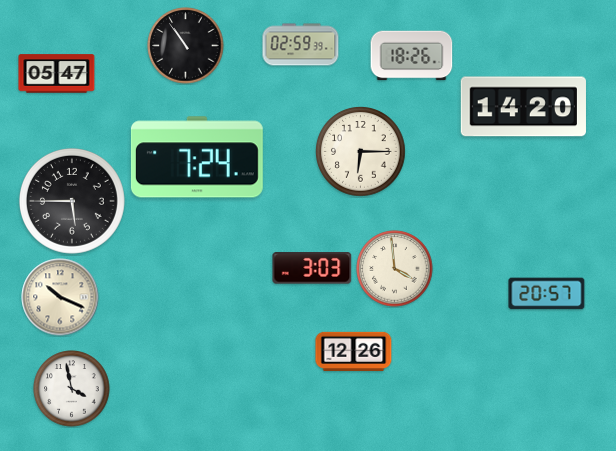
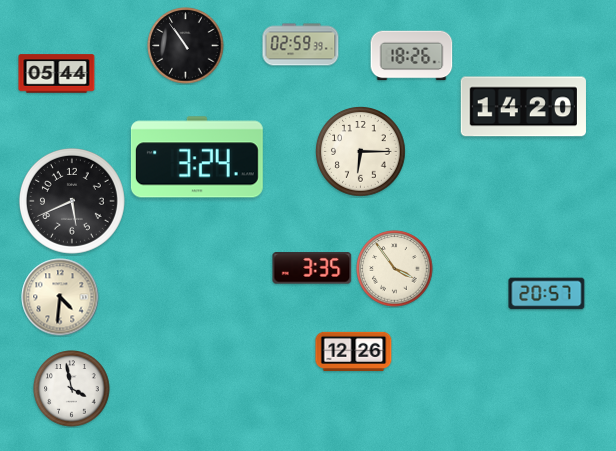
clock at (57, 74): 05:47 -> 05:44
clock at (197, 157): 7:24 -> 3:24
clock at (72, 201): 5:45 -> 5:41
clock at (312, 268): 3:03 -> 3:35
clock at (395, 269): 3:59 -> 3:54
clock at (60, 297): 10:19 -> 4:31
